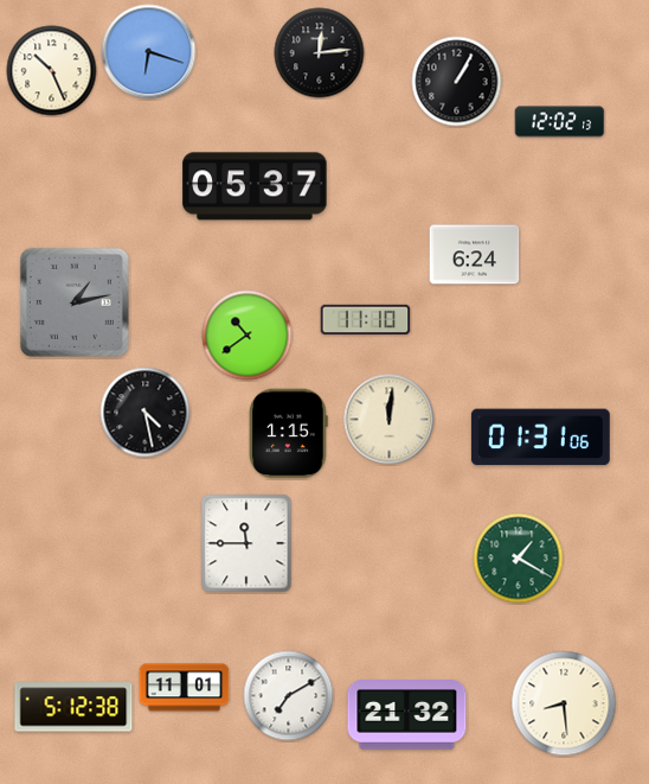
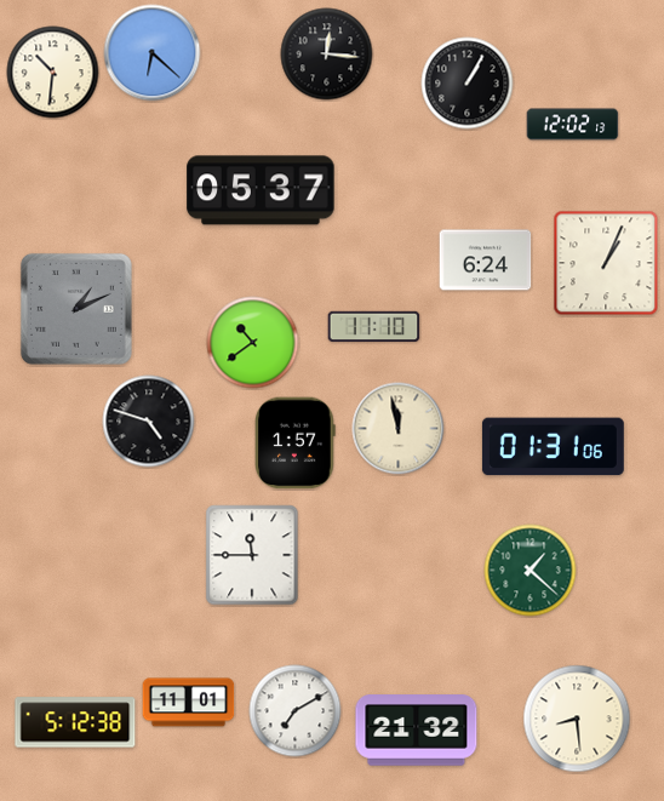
clock at (149, 52): 6:18 -> 6:22
clock at (320, 53): 12:14 -> 12:16
clock at (52, 71): 10:26 -> 10:31
clock at (606, 263): none -> 1:04
clock at (75, 302): 1:13 -> 1:11
clock at (146, 413): 4:28 -> 4:48
clock at (390, 420): 12:01 -> 11:58
clock at (289, 434): 1:15 -> 1:57
clock at (519, 559): 1:20 -> 1:22
